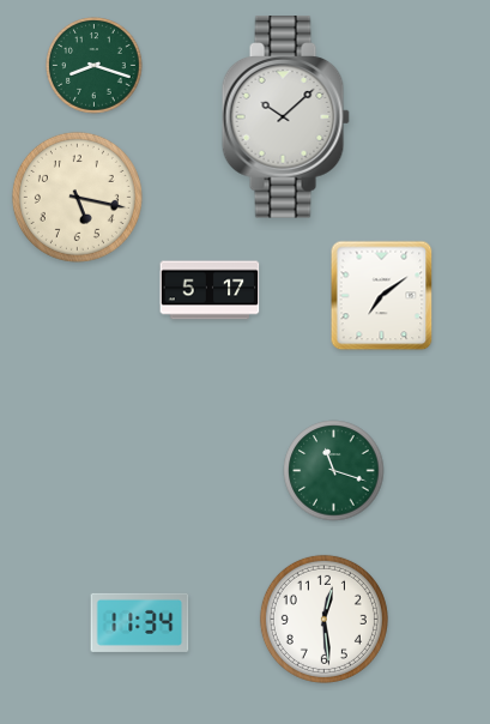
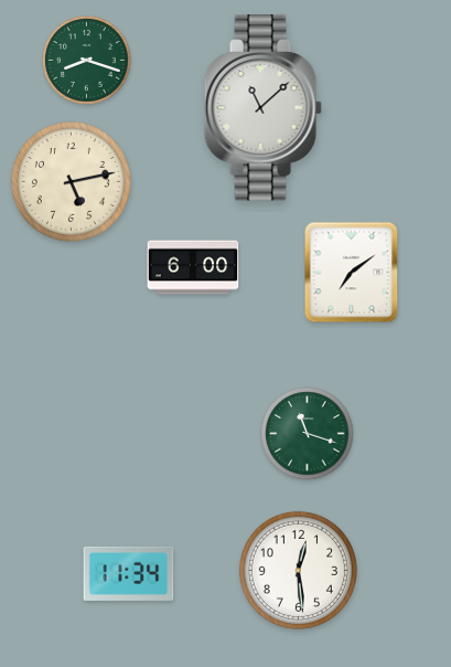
clock at (285, 117): 10:08 -> 11:08
clock at (77, 197): 5:17 -> 5:13
clock at (210, 290): 5:17 -> 6:00
